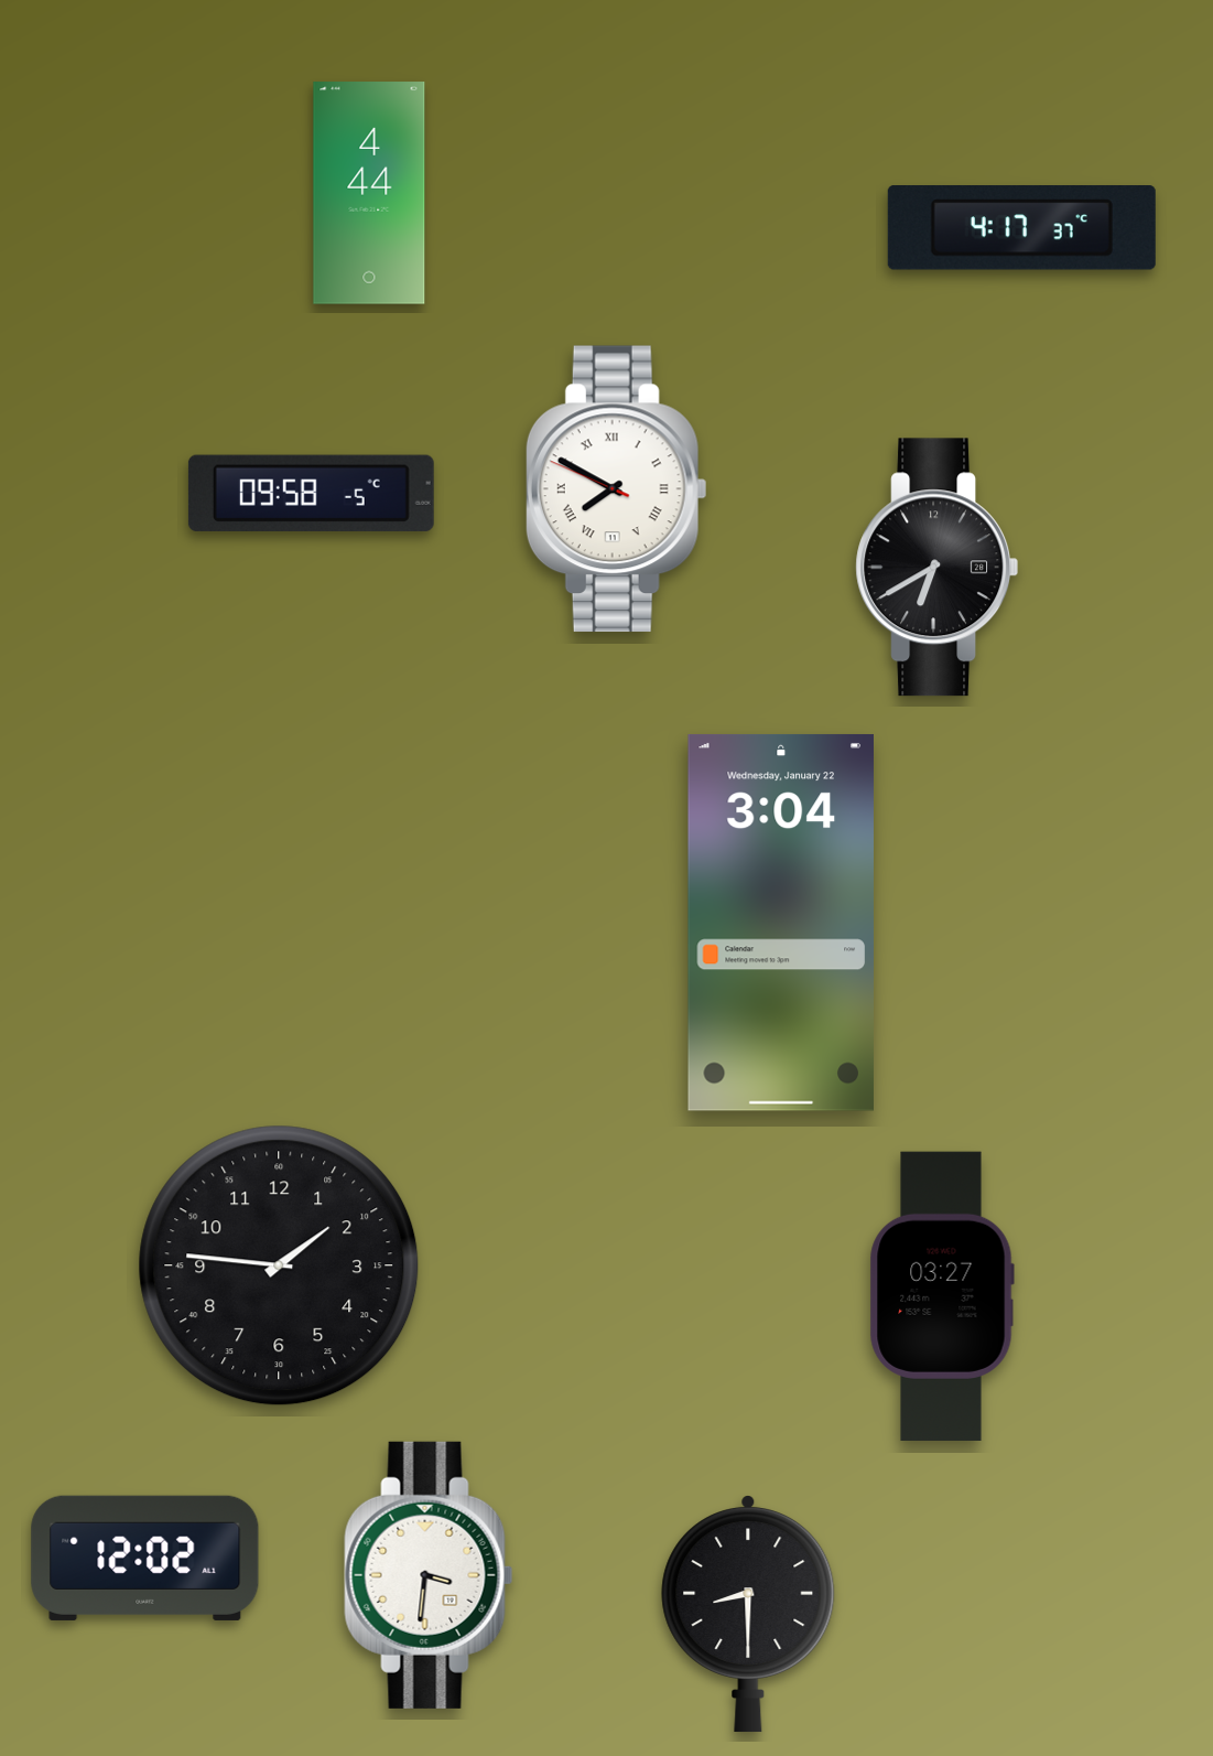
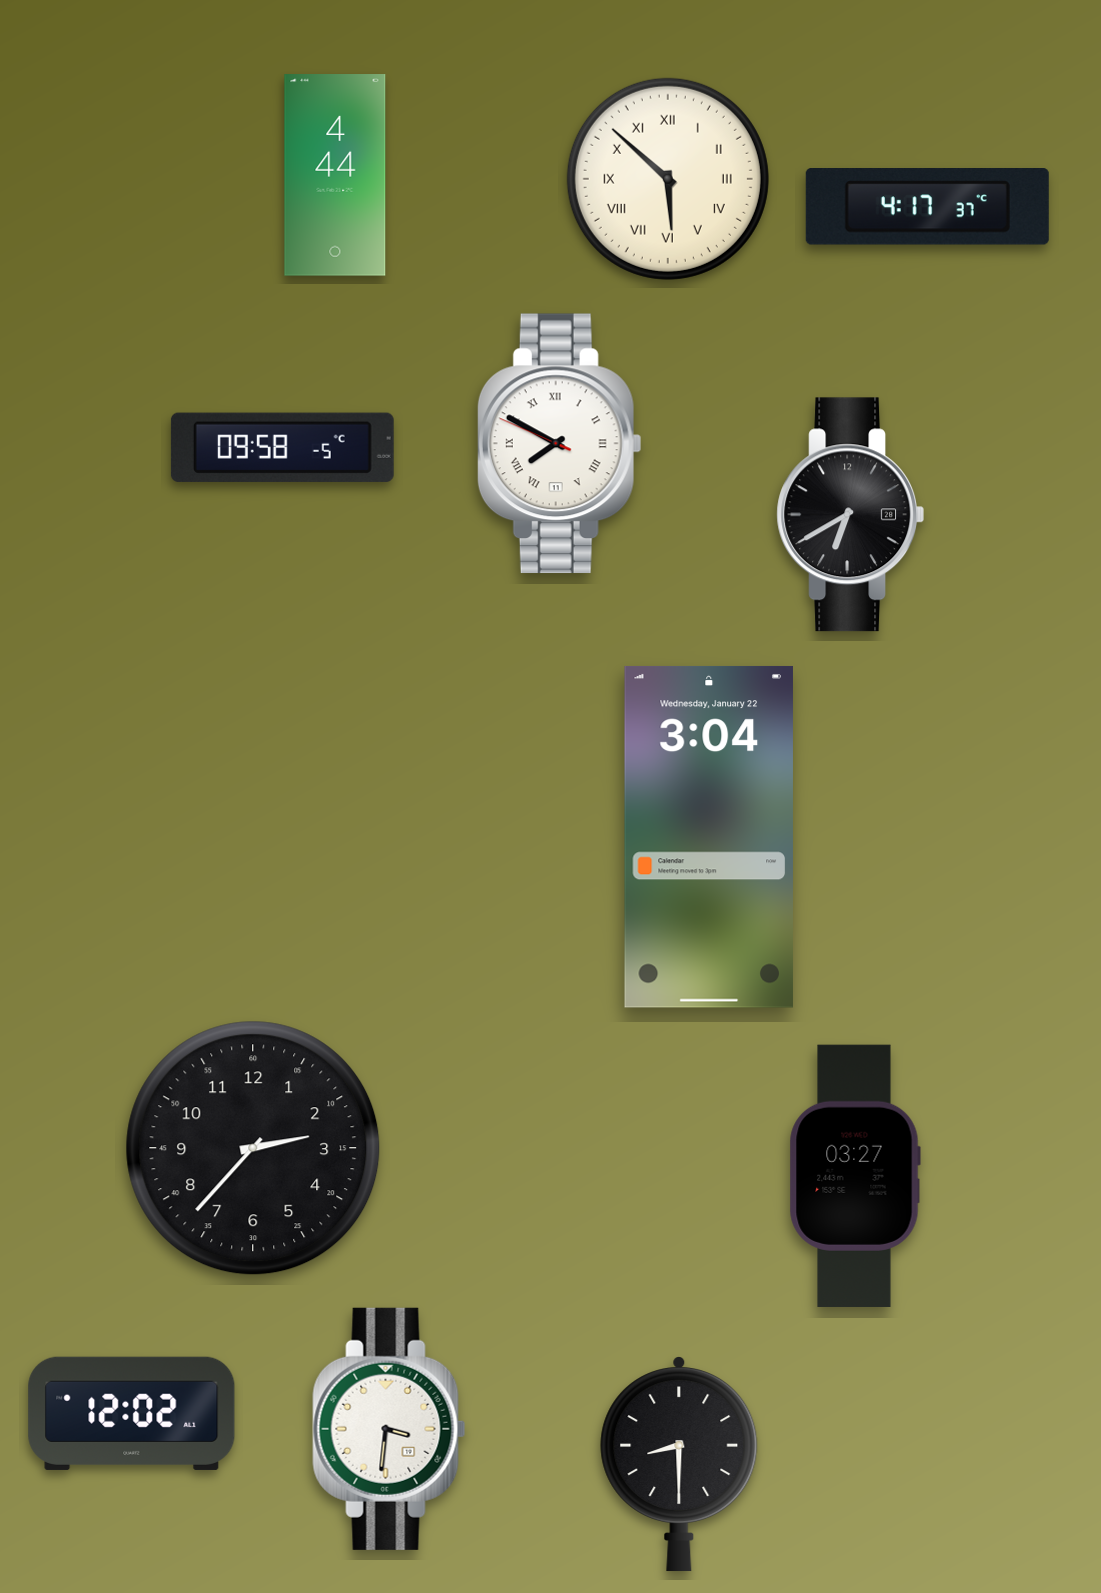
clock at (668, 179): none -> 5:52
clock at (279, 1265): 1:46 -> 2:37
